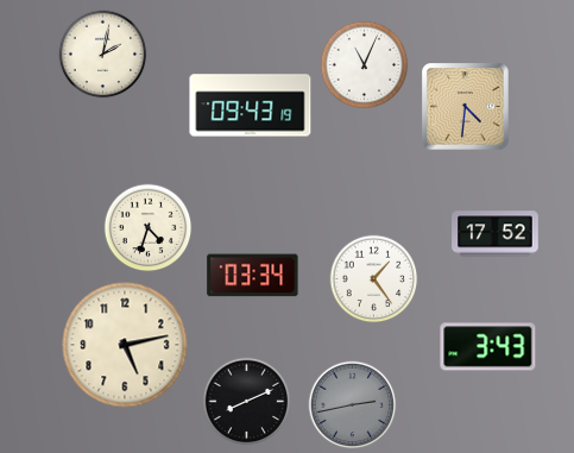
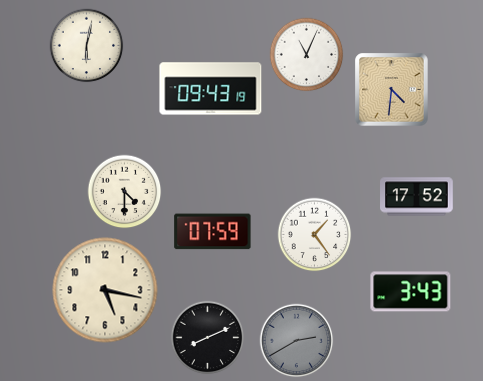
clock at (103, 55): 2:02 -> 6:02
clock at (149, 228): 4:33 -> 4:30
clock at (253, 276): 03:34 -> 07:59
clock at (125, 345): 5:13 -> 5:17
clock at (353, 405): 2:43 -> 2:40
